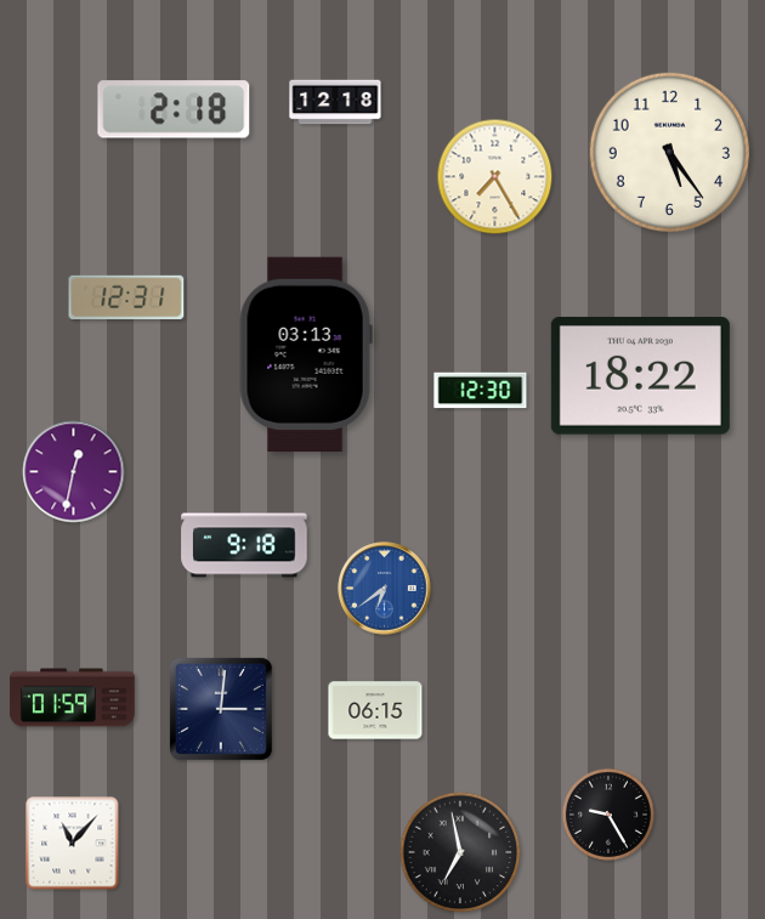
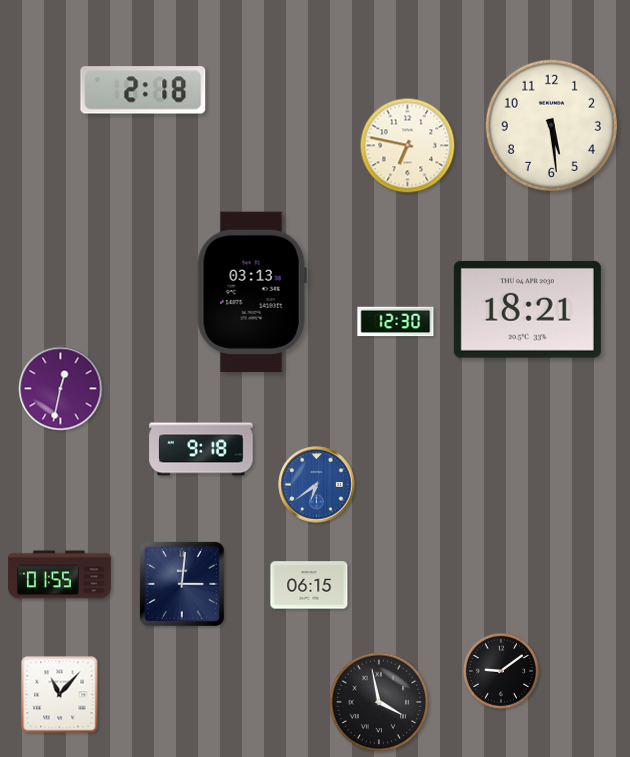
clock at (335, 102): 12:18 -> none
clock at (669, 152): 5:24 -> 5:29
clock at (495, 177): 7:25 -> 6:47
clock at (126, 296): 12:31 -> none
clock at (640, 375): 18:22 -> 18:21
clock at (73, 698): 01:59 -> 01:55
clock at (608, 815): 9:25 -> 9:09
clock at (460, 852): 6:58 -> 3:58
